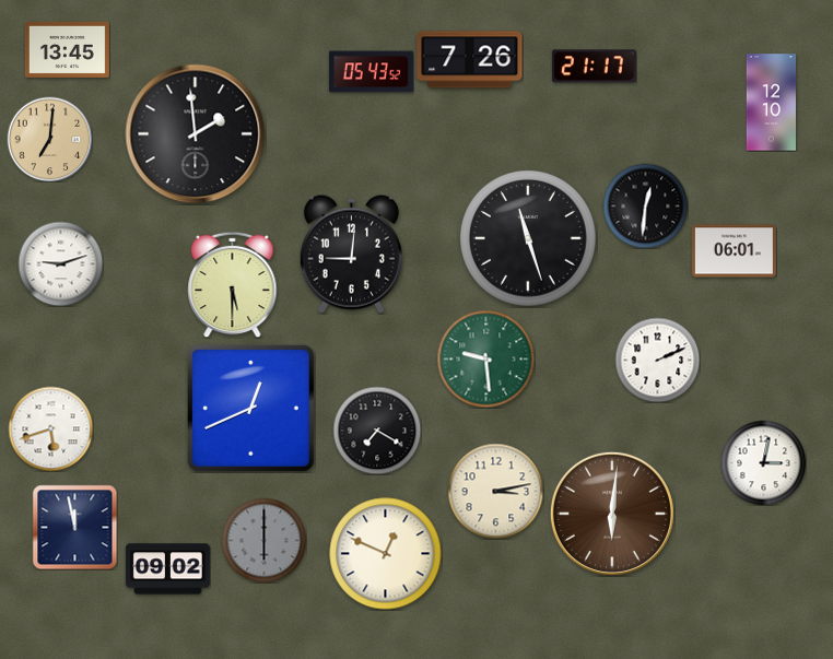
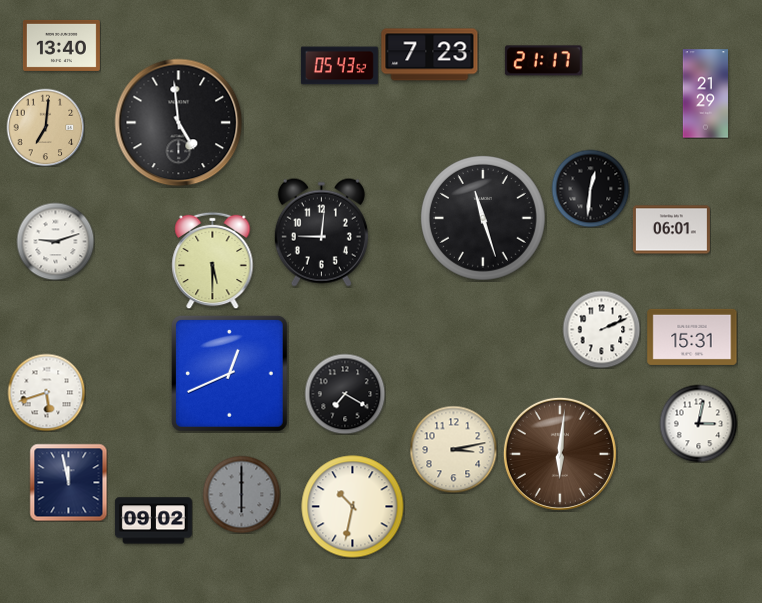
clock at (67, 49): 13:45 -> 13:40
clock at (470, 60): 7:26 -> 7:23
clock at (771, 103): 12:10 -> 21:29
clock at (196, 134): 1:59 -> 4:59
clock at (485, 358): 9:29 -> none
clock at (692, 337): none -> 15:31
clock at (612, 514) position: (612, 514) -> (560, 454)
clock at (386, 554): 12:49 -> 10:32
